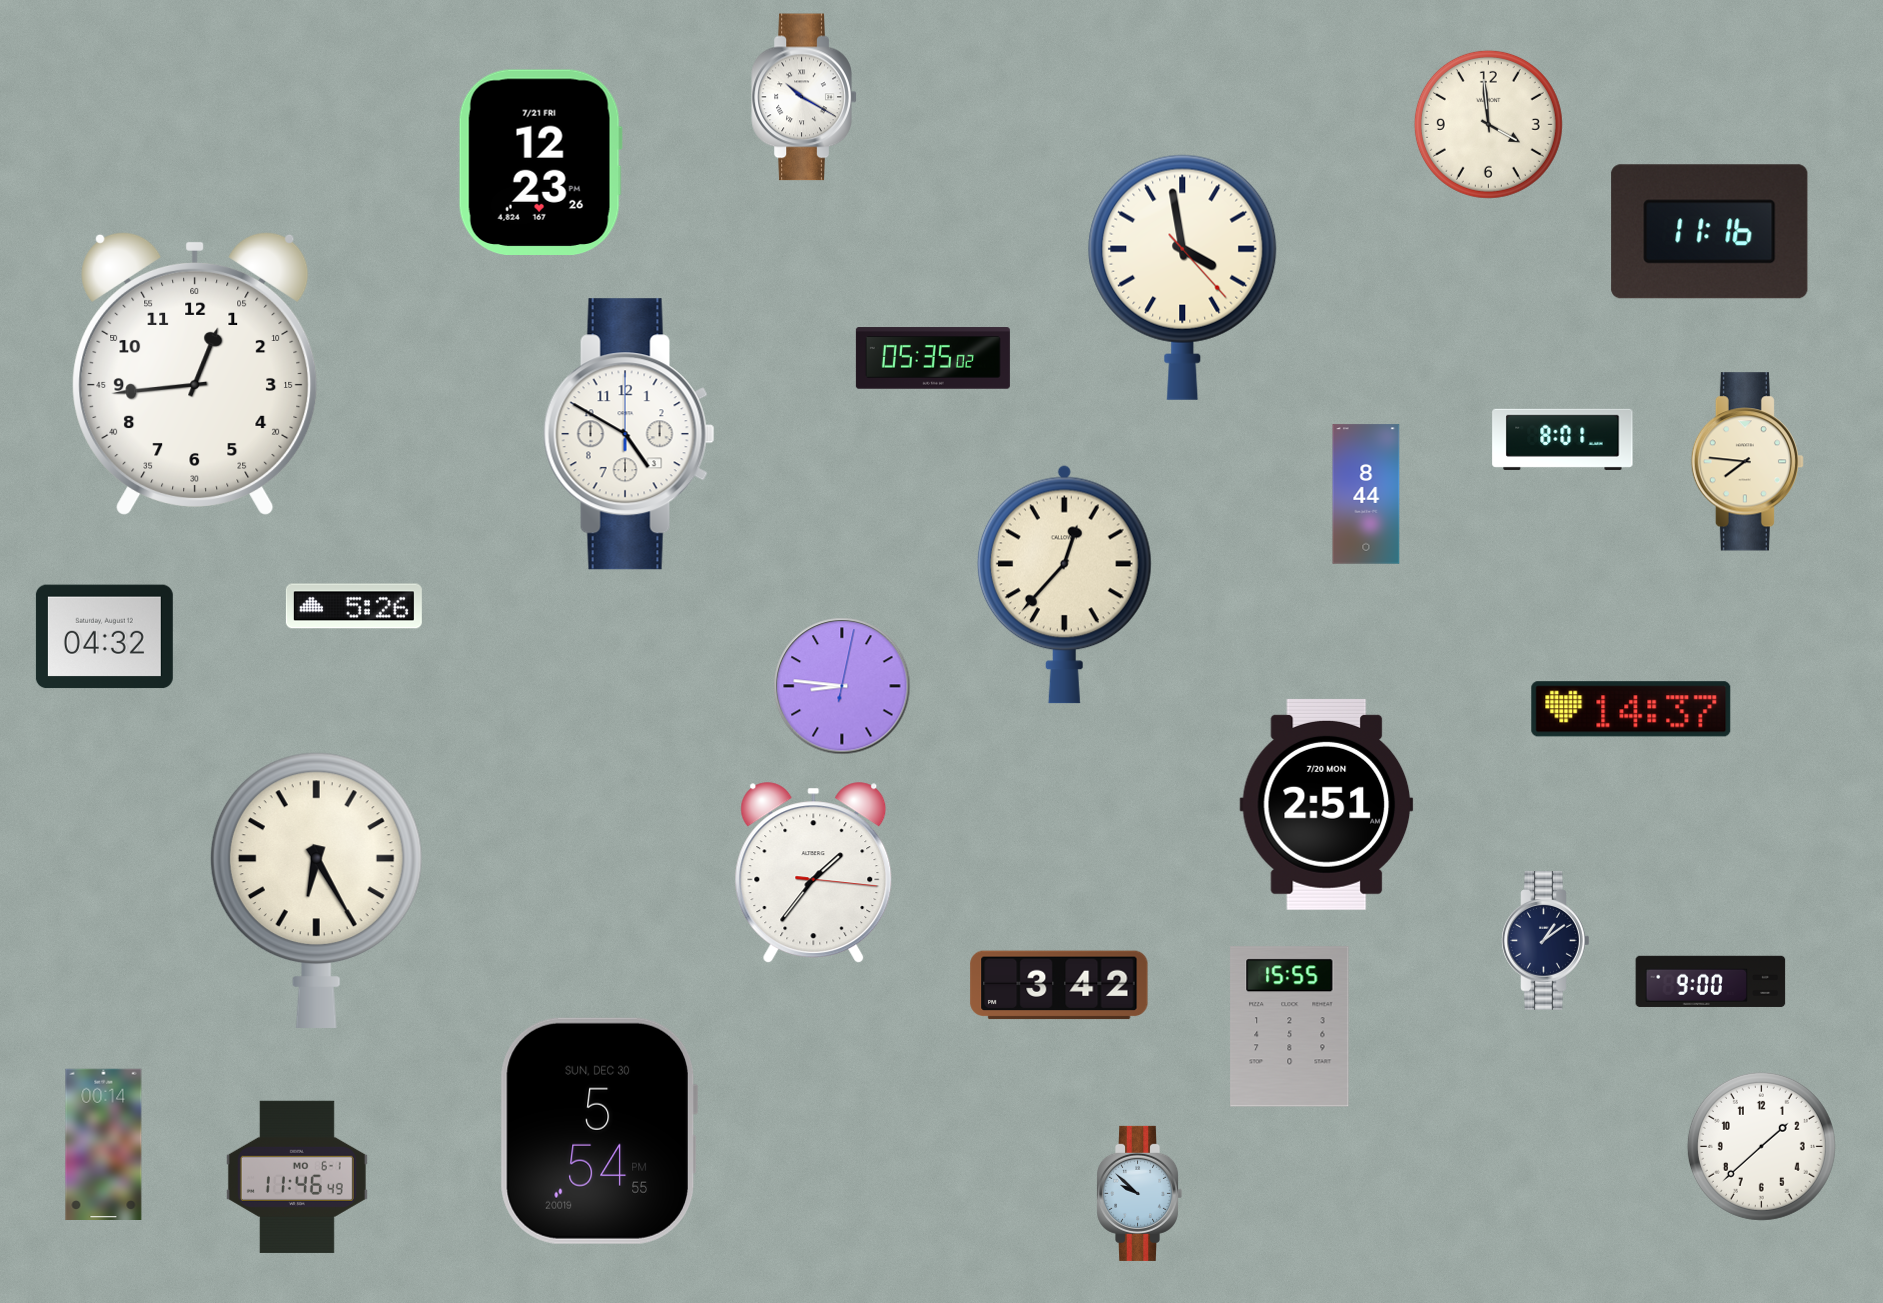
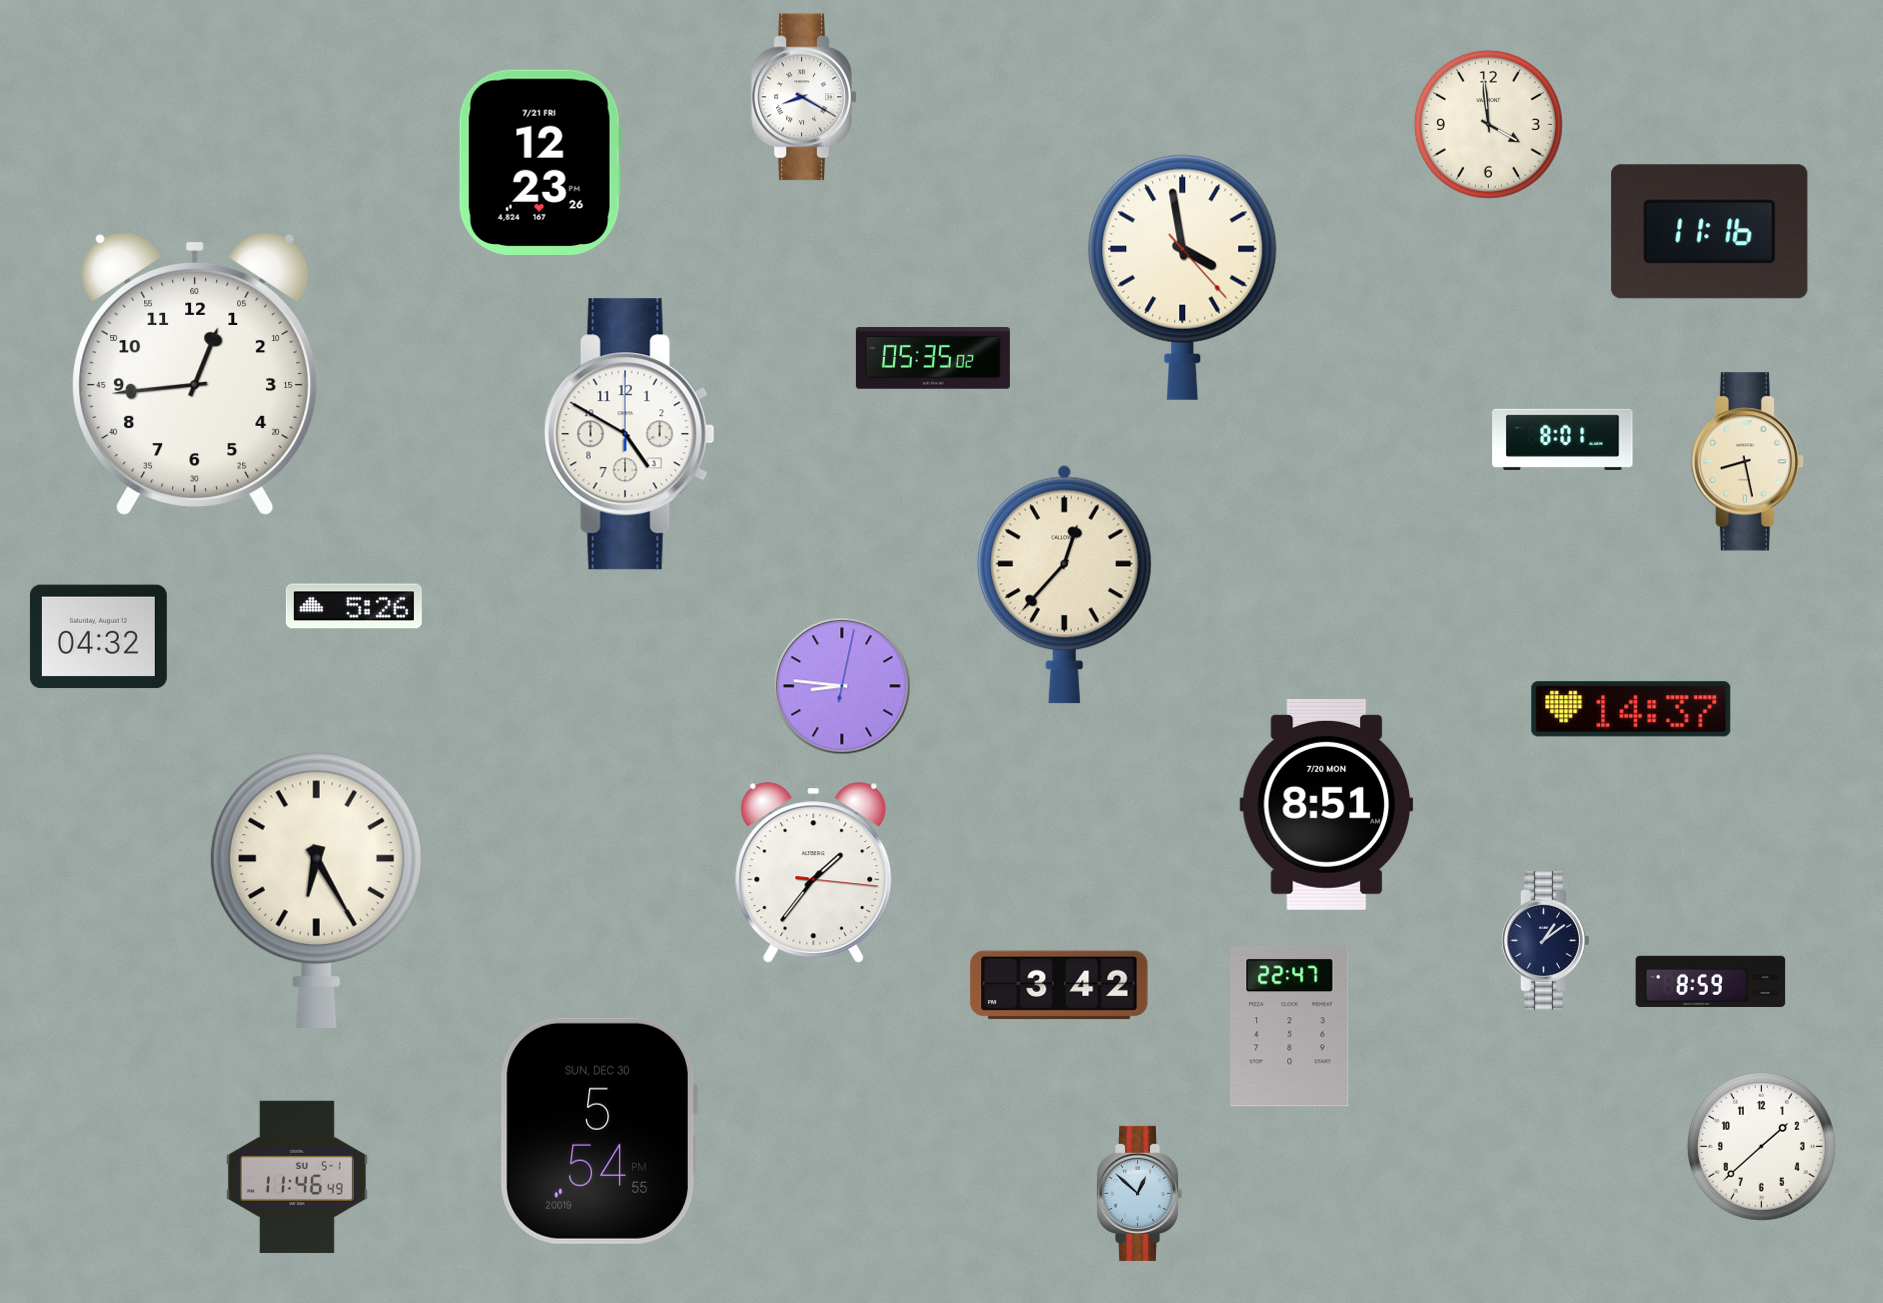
clock at (804, 97): 10:20 -> 8:20
clock at (1747, 462): 7:46 -> 8:28
clock at (1366, 494): 8:44 -> none
clock at (104, 637) position: (104, 637) -> (98, 637)
clock at (1327, 804): 2:51 -> 8:51
clock at (1711, 981): 9:00 -> 8:59
clock at (1290, 1027): 15:55 -> 22:47
clock at (104, 1144): 00:14 -> none
clock at (297, 1177) date: MO 6-1 -> SU 5-1
clock at (1140, 1193): 9:52 -> 12:52
